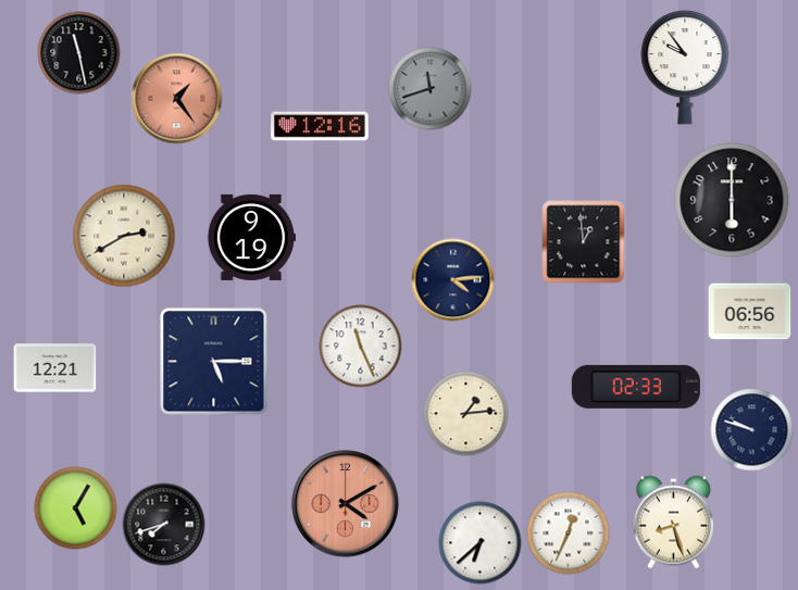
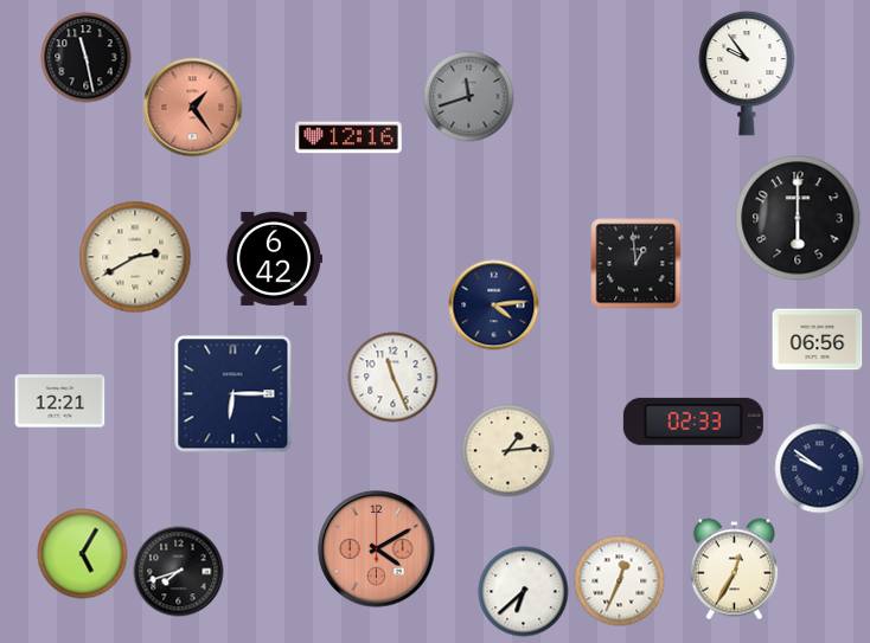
clock at (250, 237): 9:19 -> 6:42
clock at (214, 362): 5:15 -> 6:15
clock at (752, 430): 9:48 -> 9:51
clock at (673, 523): 8:27 -> 12:35
